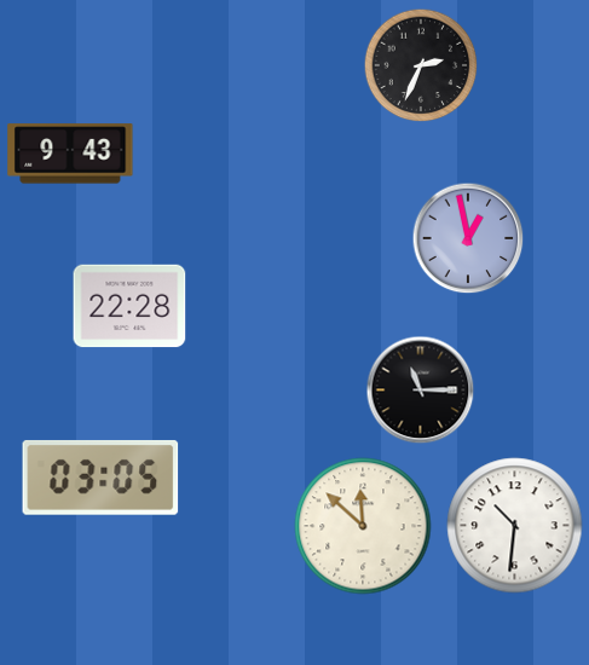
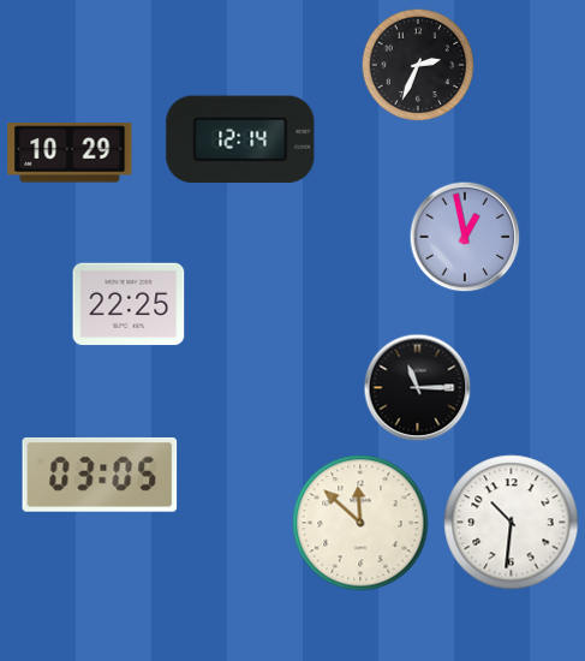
clock at (240, 139): none -> 12:14
clock at (70, 154): 9:43 -> 10:29
clock at (129, 306): 22:28 -> 22:25
